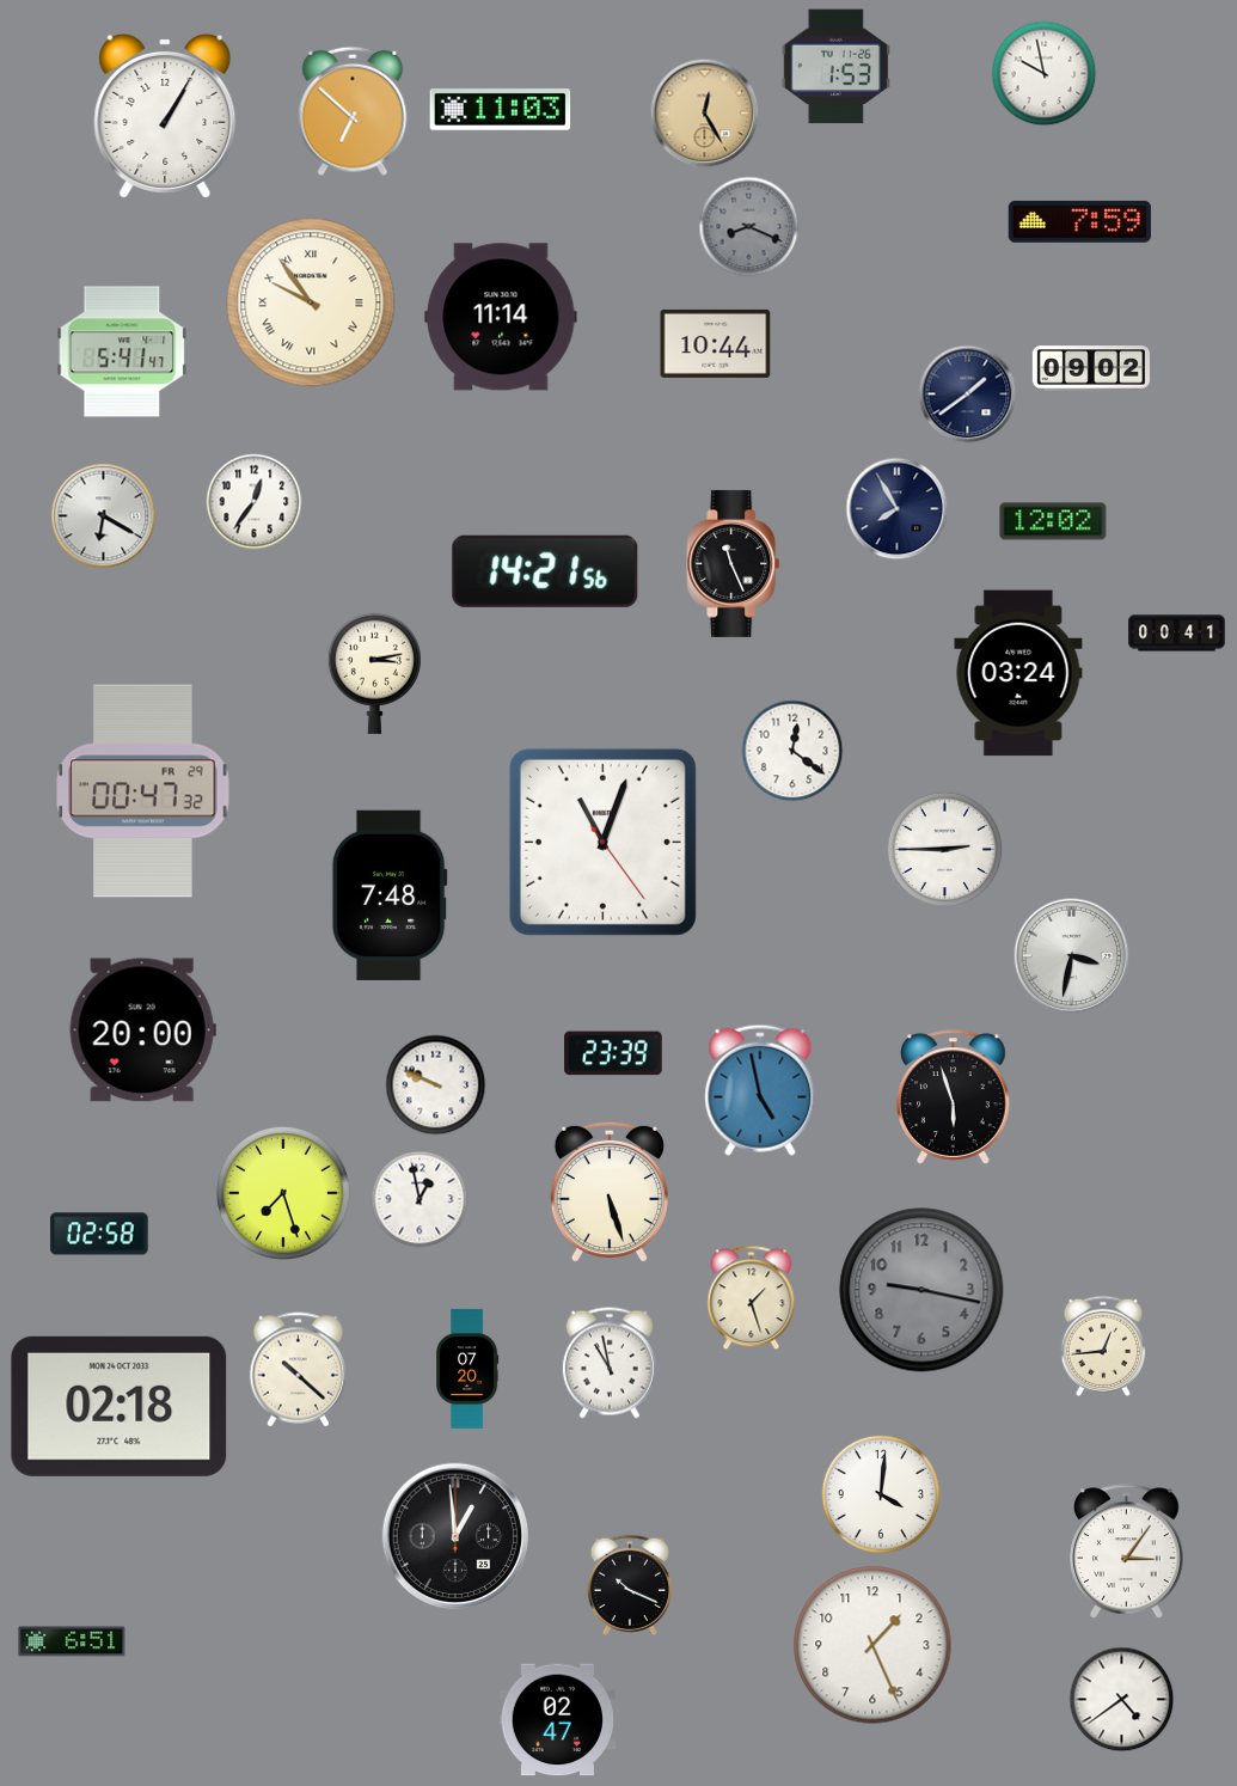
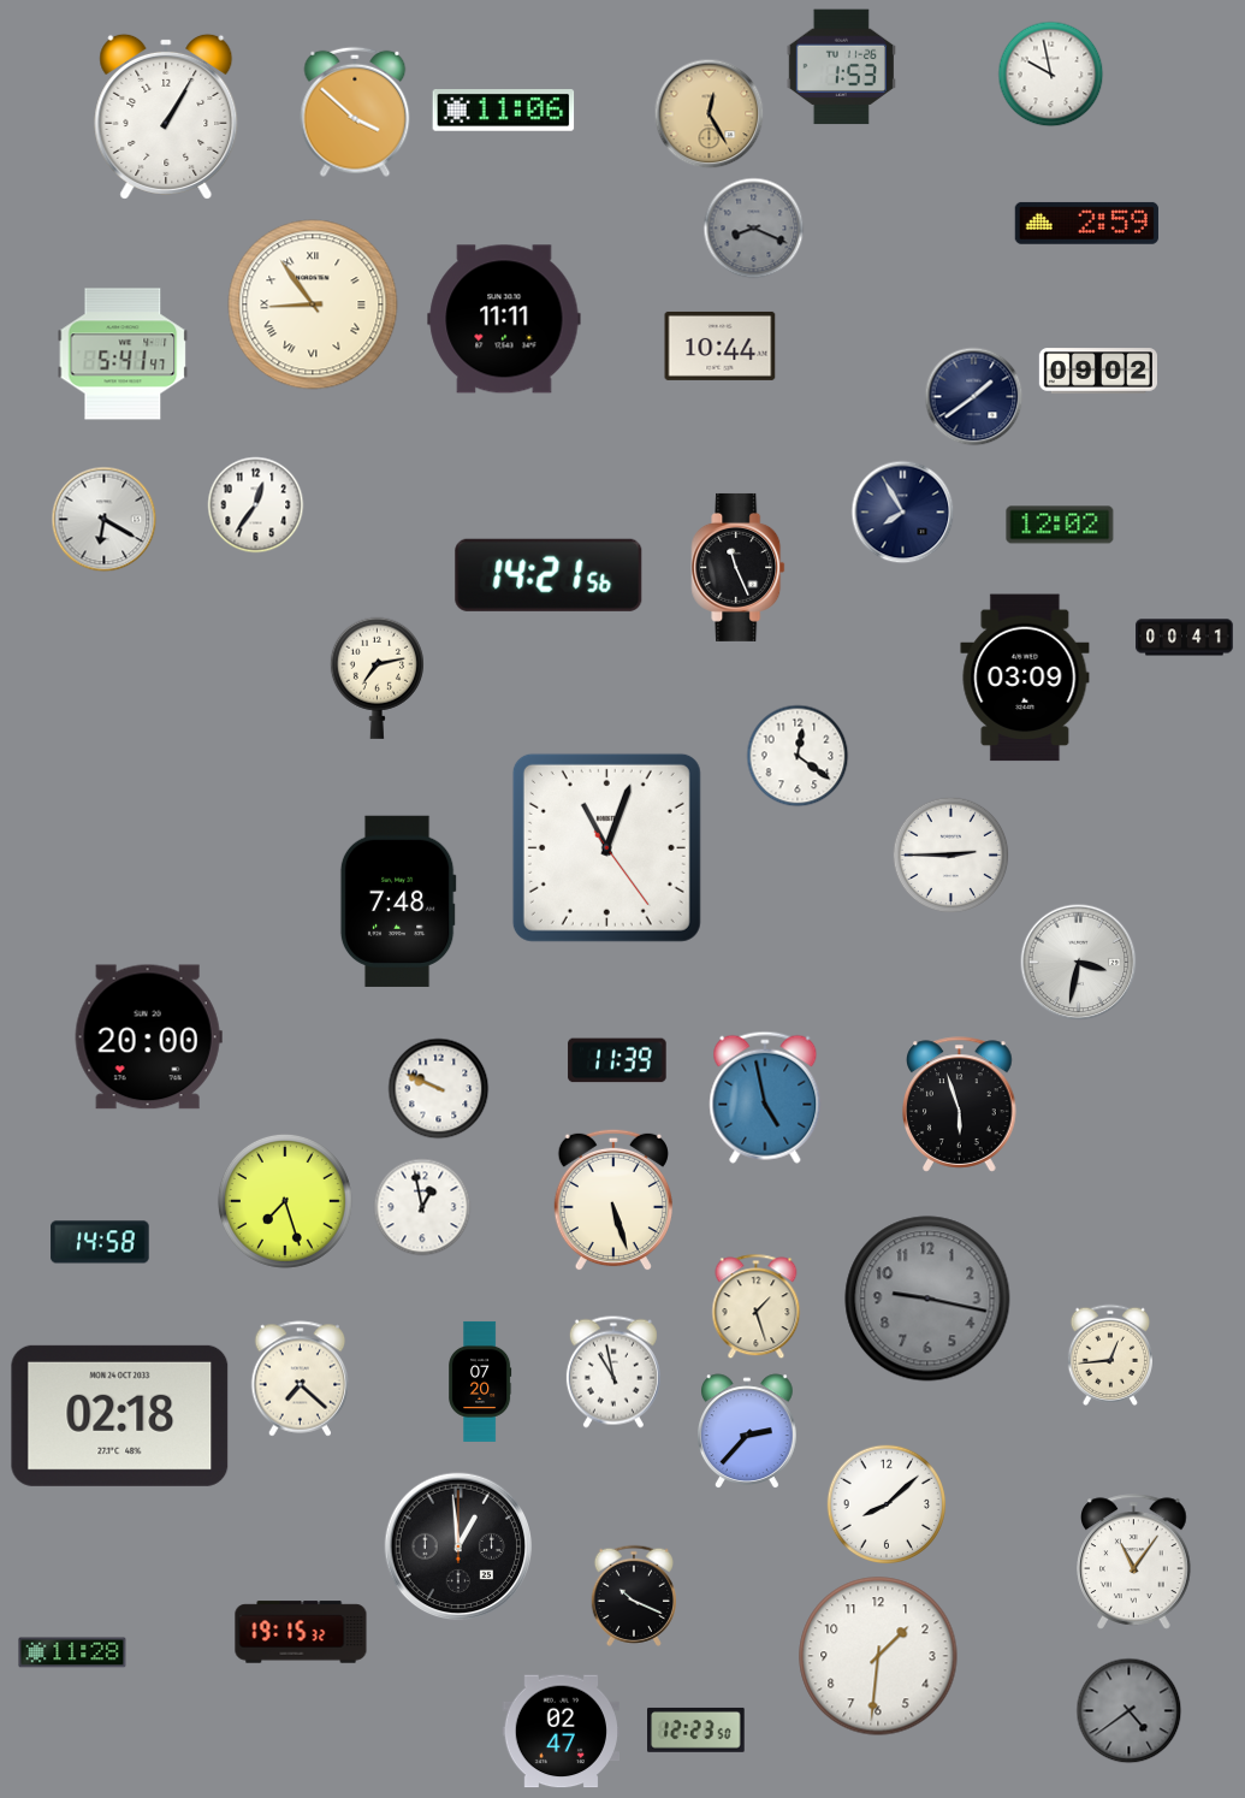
clock at (501, 110): 11:03 -> 11:06
clock at (353, 111): 6:52 -> 3:52
clock at (1079, 221): 7:59 -> 2:59
clock at (311, 302): 9:54 -> 8:54
clock at (501, 317): 11:14 -> 11:11
clock at (374, 673): 3:13 -> 7:13
clock at (1018, 673): 03:24 -> 03:09
clock at (143, 791): 00:47 -> none
clock at (390, 895) position: (390, 895) -> (398, 901)
clock at (142, 1030) position: (142, 1030) -> (148, 1037)
clock at (613, 1053): 23:39 -> 11:39
clock at (436, 1085) position: (436, 1085) -> (439, 1089)
clock at (99, 1234): 02:58 -> 14:58
clock at (469, 1369) position: (469, 1369) -> (481, 1382)
clock at (299, 1370): 10:22 -> 7:22
clock at (747, 1431): none -> 2:37
clock at (881, 1494): 4:01 -> 8:08
clock at (1127, 1552): 3:06 -> 11:06
clock at (301, 1632): none -> 19:15
clock at (72, 1641): 6:51 -> 11:28
clock at (872, 1645): 1:26 -> 1:31
clock at (1122, 1700) dial: white -> grey
clock at (696, 1729): none -> 12:23
